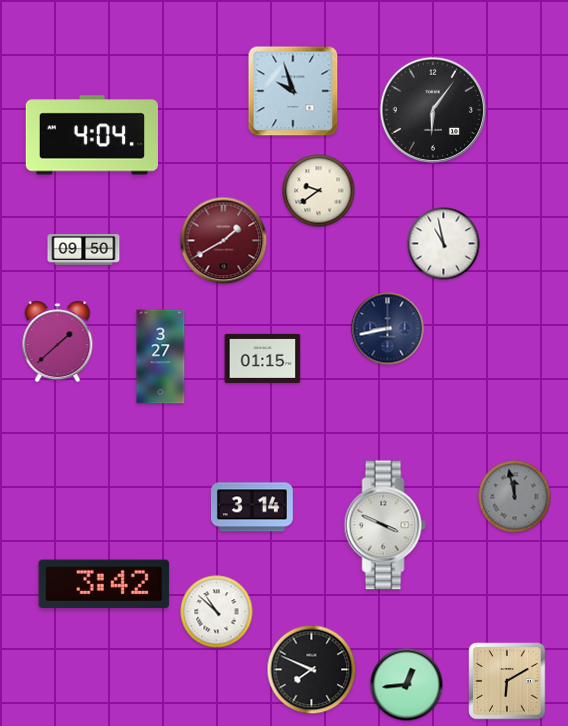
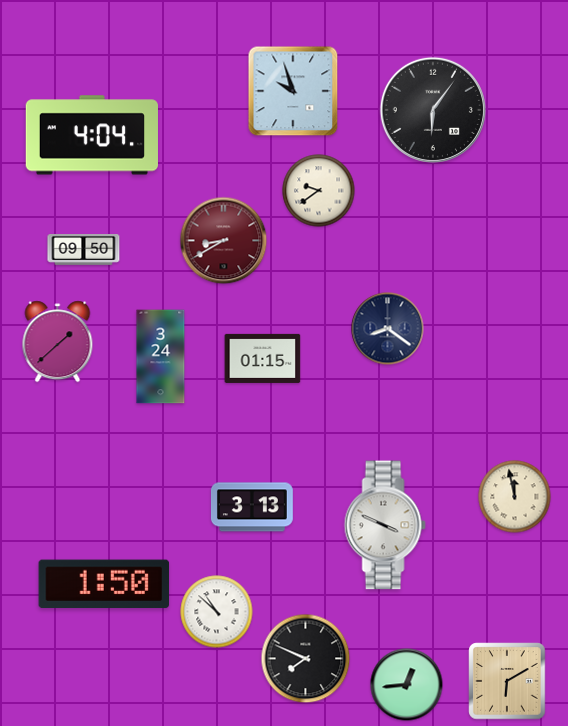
clock at (224, 241): 1:40 -> 8:40
clock at (444, 244): 10:58 -> none
clock at (388, 329): 8:43 -> 8:21
clock at (161, 357): 3:27 -> 3:24
clock at (515, 497) dial: grey -> cream
clock at (252, 507): 3:14 -> 3:13
clock at (104, 584): 3:42 -> 1:50
clock at (312, 670) position: (312, 670) -> (306, 659)
